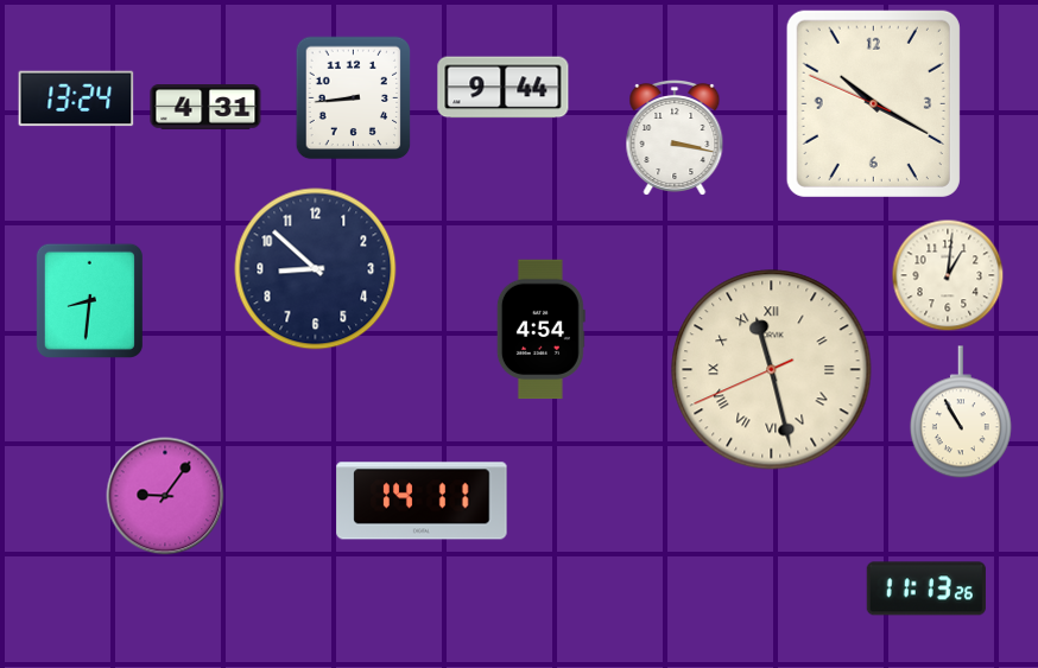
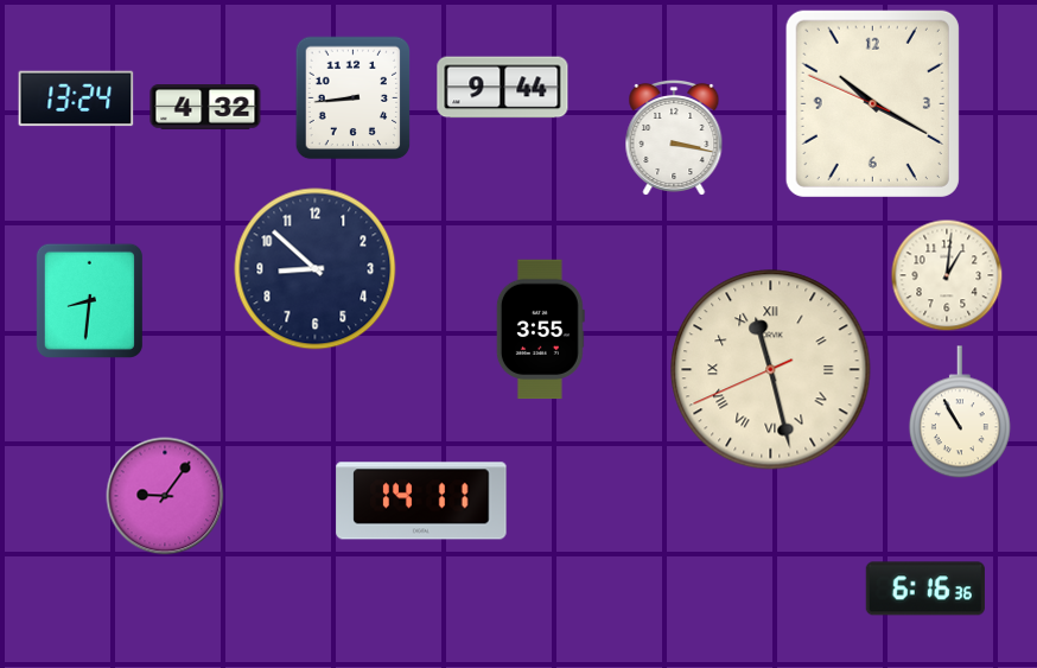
clock at (205, 107): 4:31 -> 4:32
clock at (540, 330): 4:54 -> 3:55
clock at (926, 589): 11:13 -> 6:16
